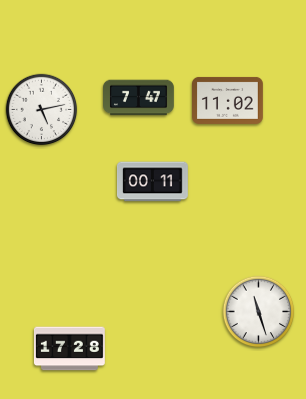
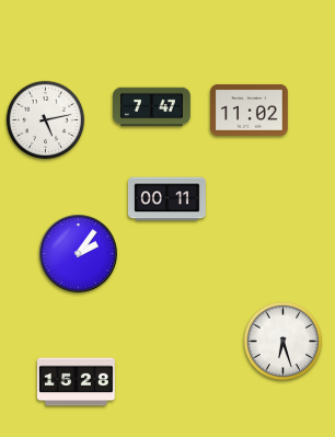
clock at (79, 254): none -> 2:06
clock at (259, 312): 11:27 -> 6:27
clock at (69, 349): 17:28 -> 15:28
